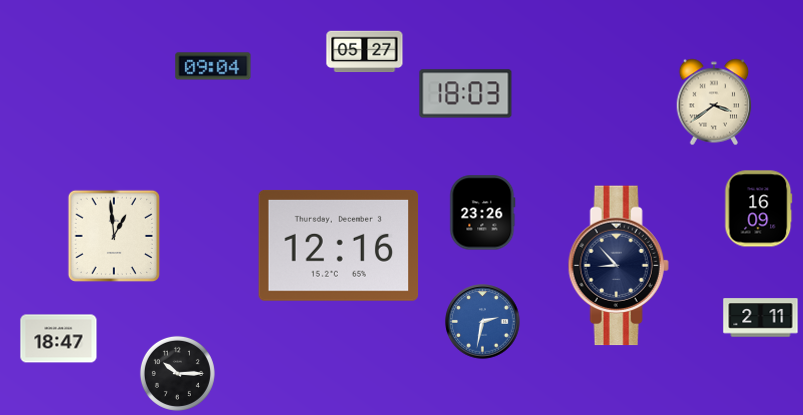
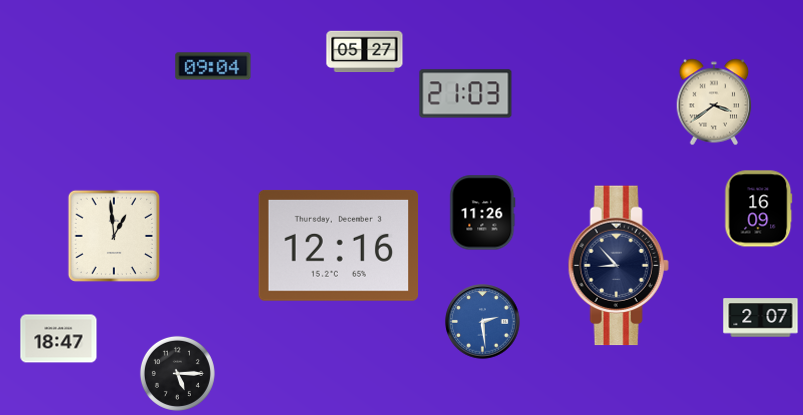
clock at (466, 94): 18:03 -> 21:03
clock at (483, 213): 23:26 -> 11:26
clock at (761, 318): 2:11 -> 2:07
clock at (483, 322): 2:32 -> 2:29
clock at (177, 373): 10:15 -> 5:15
